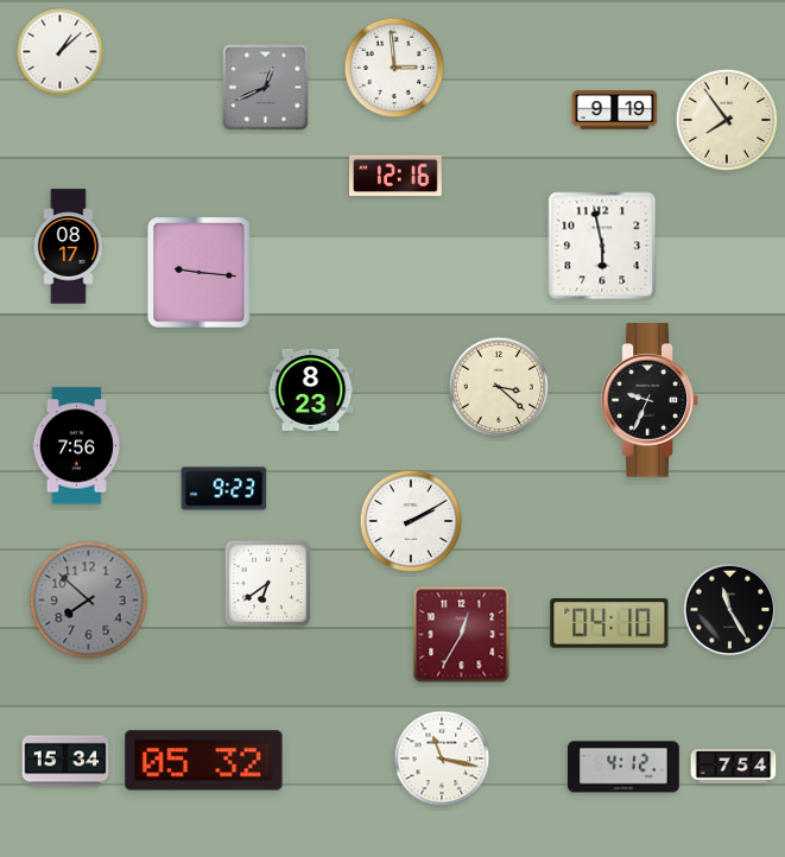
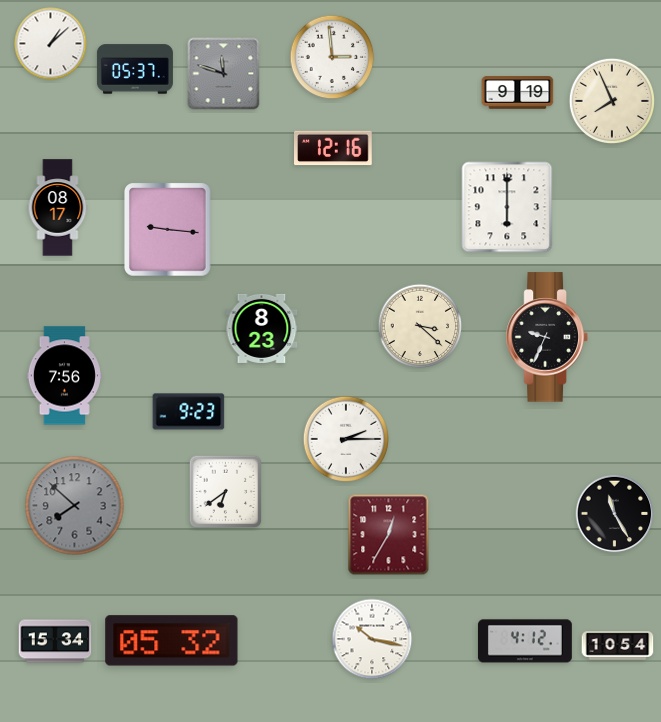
clock at (135, 69): none -> 05:37
clock at (266, 88): 12:41 -> 11:48
clock at (726, 119): 7:54 -> 7:56
clock at (602, 246): 5:58 -> 6:00
clock at (410, 520): 2:10 -> 2:15
clock at (609, 623): 04:10 -> none
clock at (442, 758): 11:17 -> 10:17
clock at (623, 767) position: (623, 767) -> (525, 641)
clock at (734, 767): 7:54 -> 10:54
